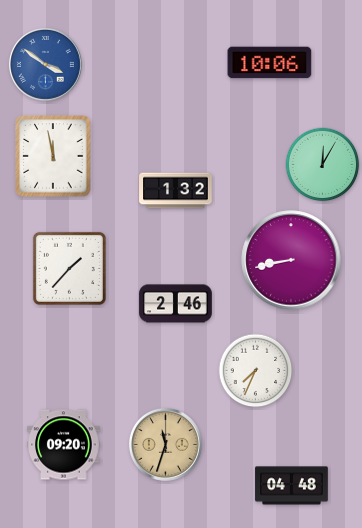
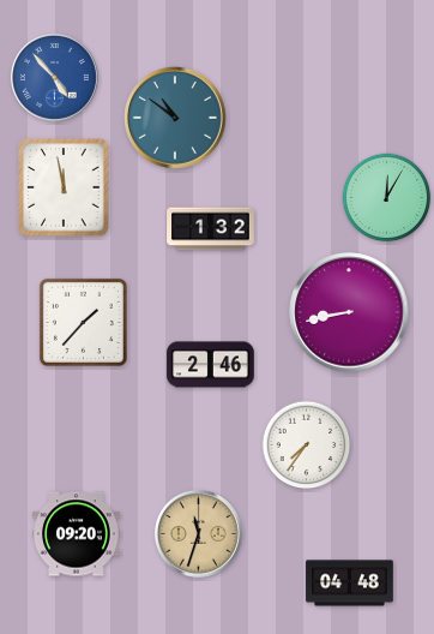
clock at (270, 63): 10:06 -> none
clock at (45, 64): 3:51 -> 4:53
clock at (175, 118): none -> 10:51
clock at (256, 371): 7:34 -> 7:36
